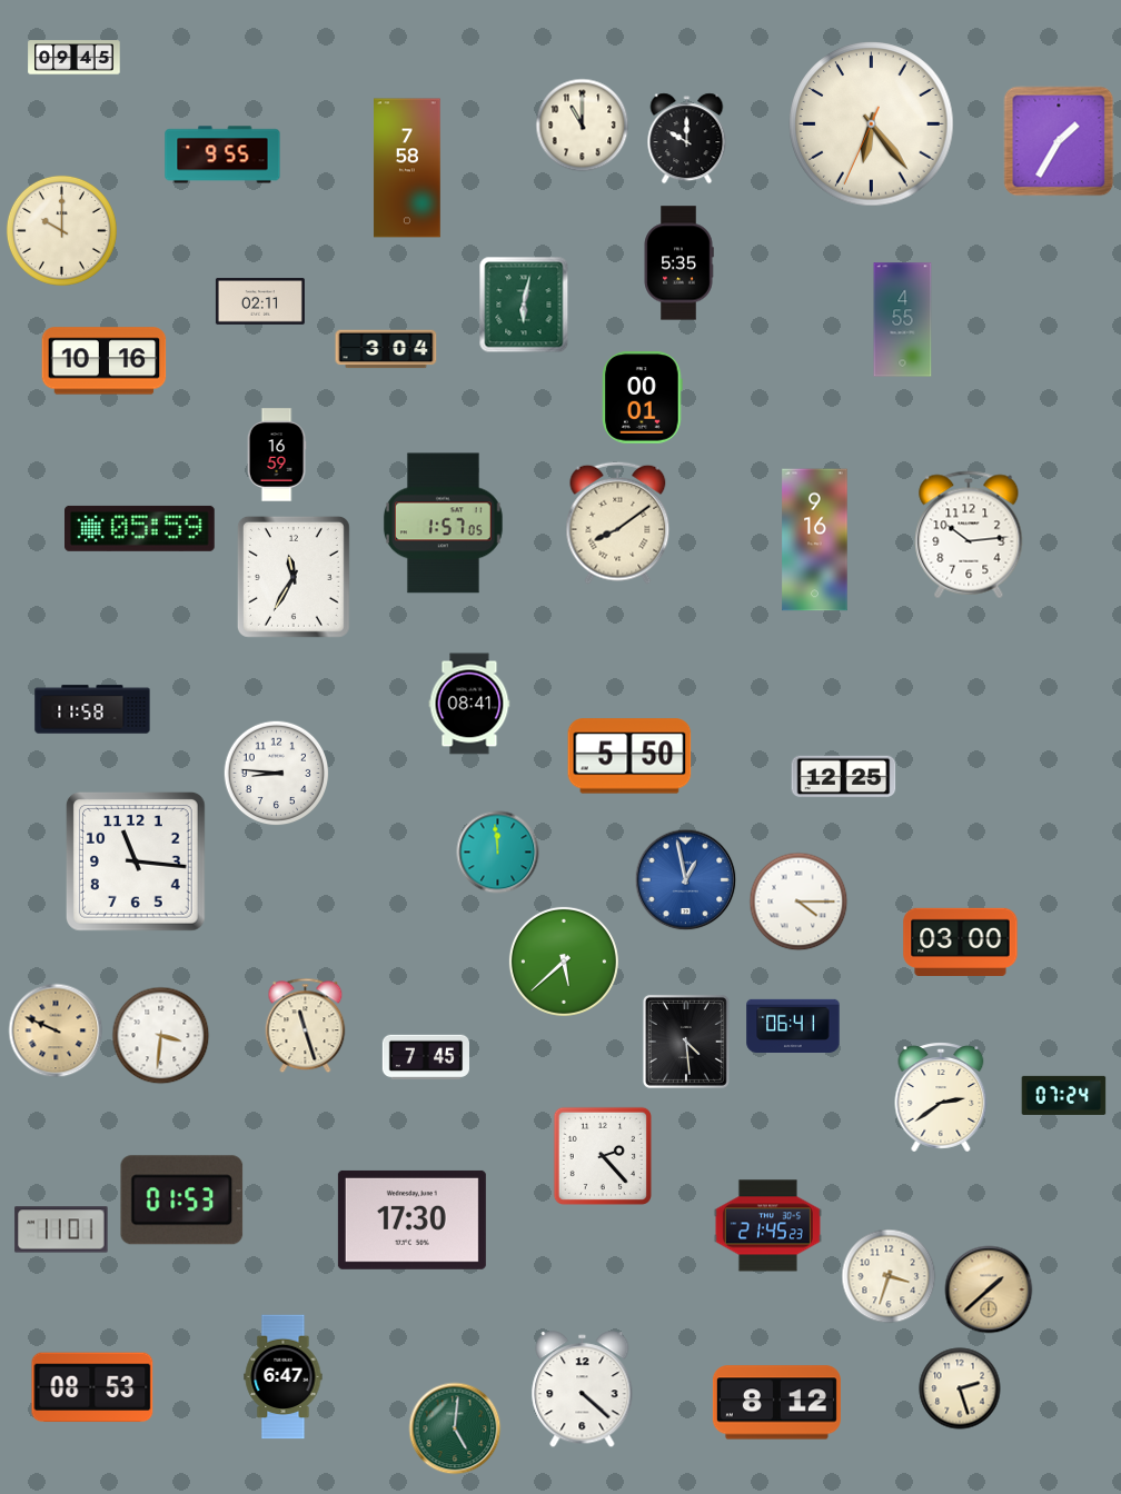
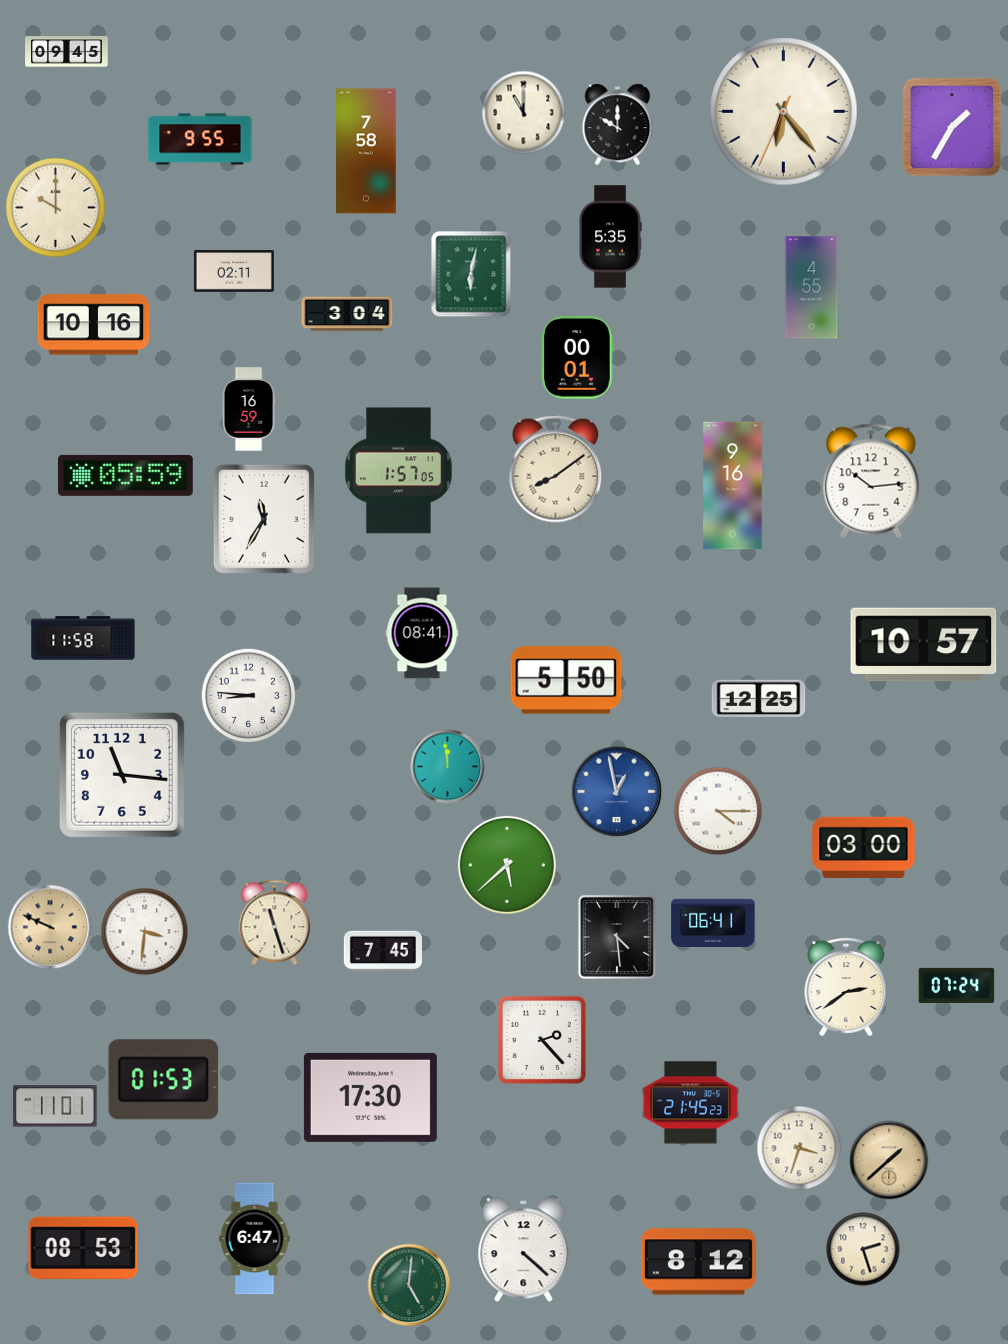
clock at (924, 645): none -> 10:57
